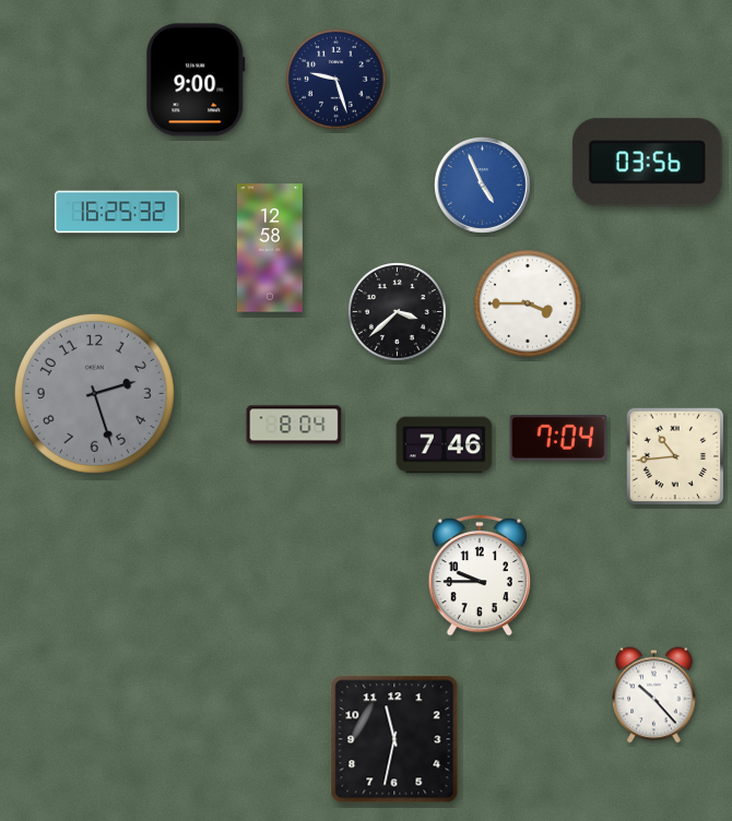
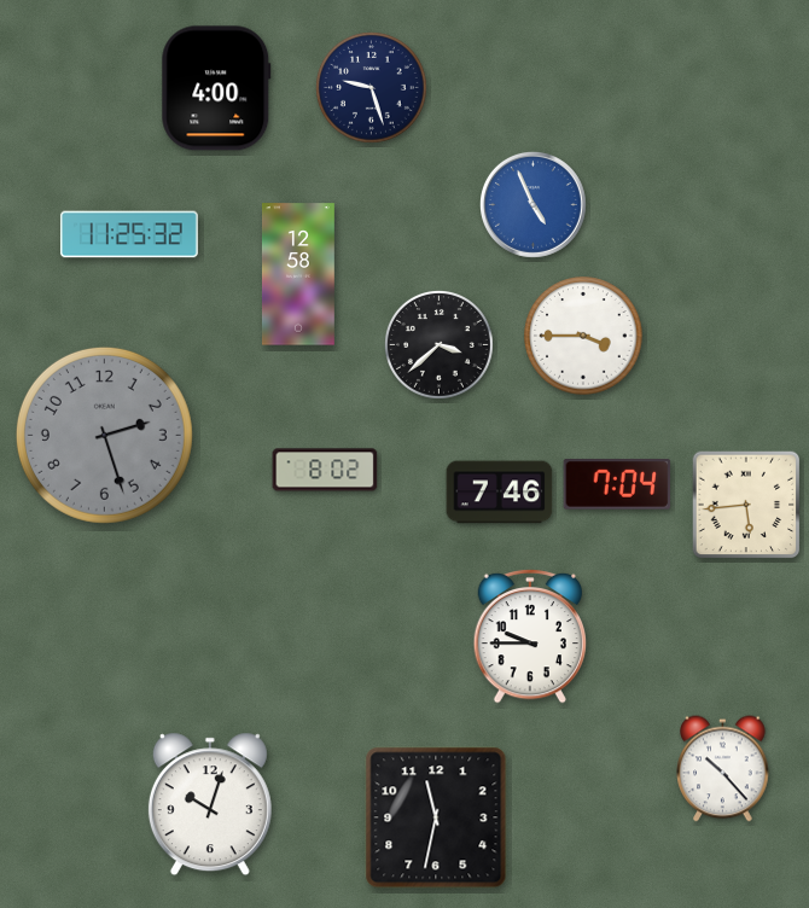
clock at (196, 80): 9:00 -> 4:00
clock at (647, 163): 03:56 -> none
clock at (117, 212): 16:25 -> 11:25
clock at (294, 425): 8:04 -> 8:02
clock at (445, 445) position: (445, 445) -> (500, 493)
clock at (675, 456): 10:44 -> 5:44
clock at (210, 804): none -> 10:03
